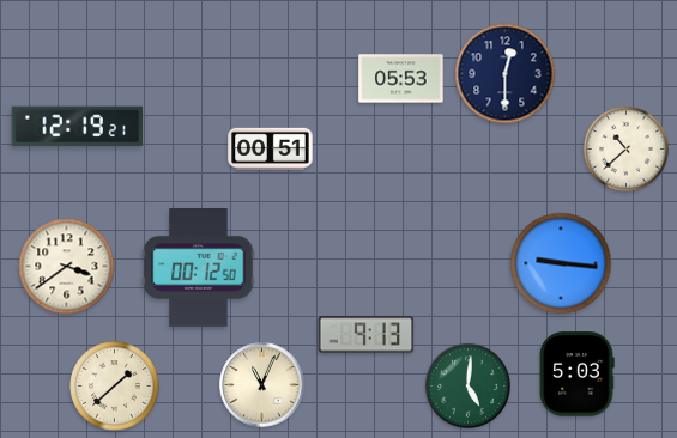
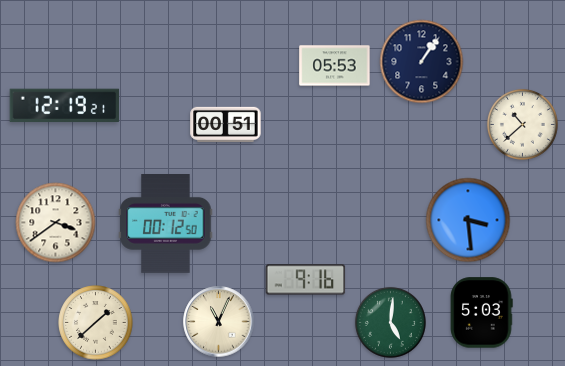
clock at (506, 74): 12:30 -> 1:06
clock at (561, 263): 9:16 -> 3:29
clock at (367, 335): 9:13 -> 9:16
